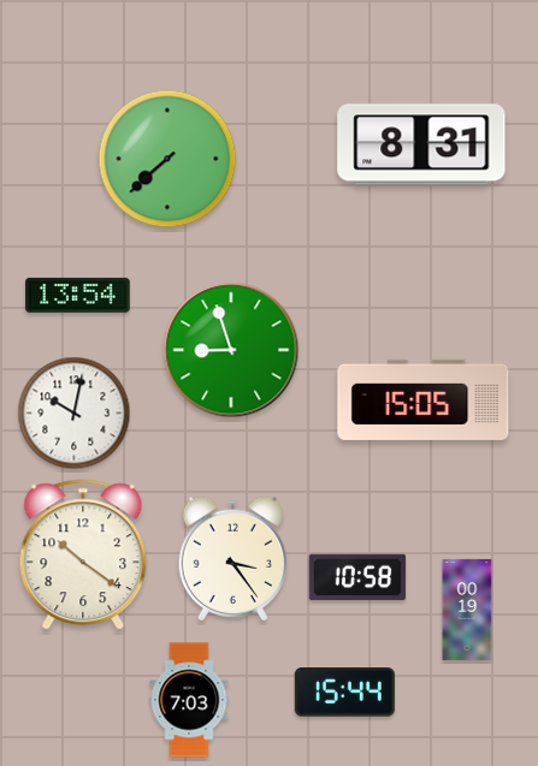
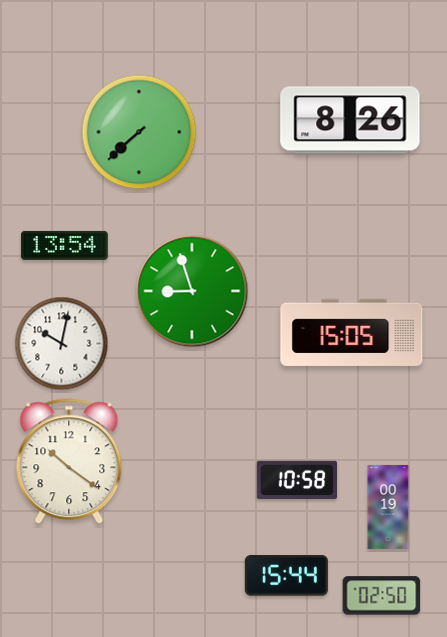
clock at (421, 144): 8:31 -> 8:26
clock at (232, 559): 3:24 -> none
clock at (189, 700): 7:03 -> none
clock at (382, 596): none -> 02:50
